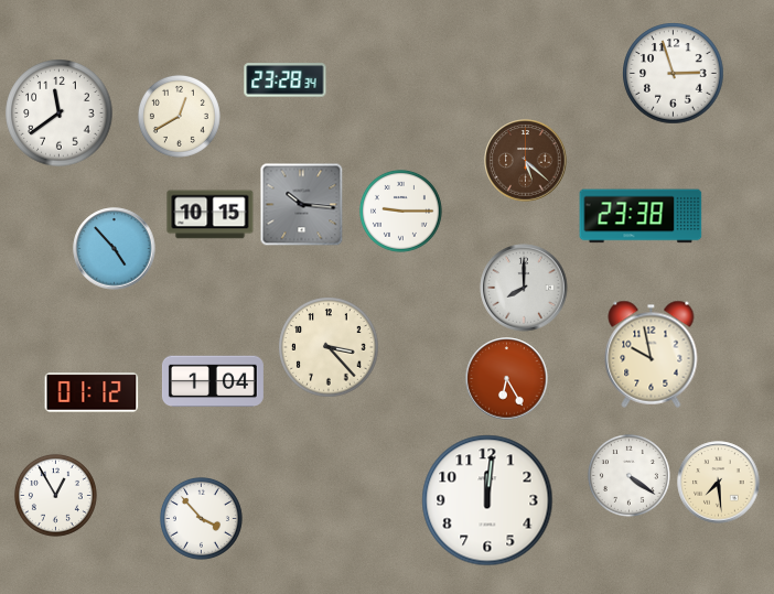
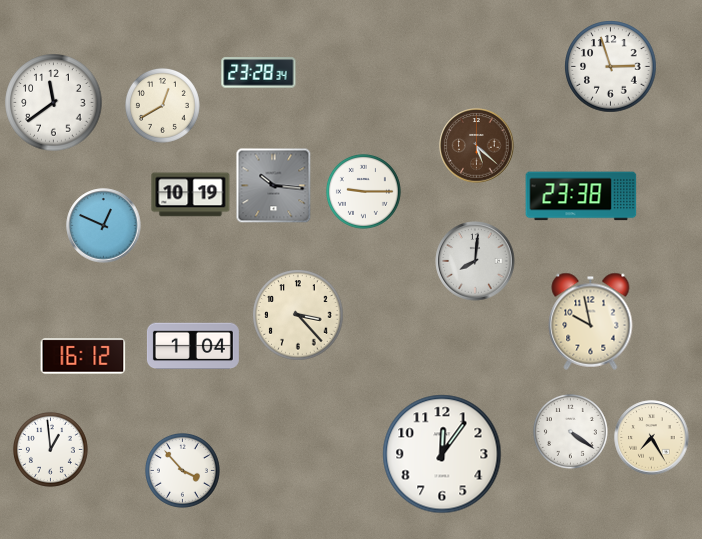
clock at (211, 215): 10:15 -> 10:19
clock at (115, 249): 4:53 -> 12:49
clock at (524, 288): 8:00 -> 8:01
clock at (507, 379): 6:25 -> none
clock at (92, 392): 01:12 -> 16:12
clock at (719, 483): 7:29 -> 7:25
clock at (55, 495): 12:55 -> 12:59
clock at (487, 500): 12:01 -> 12:06
